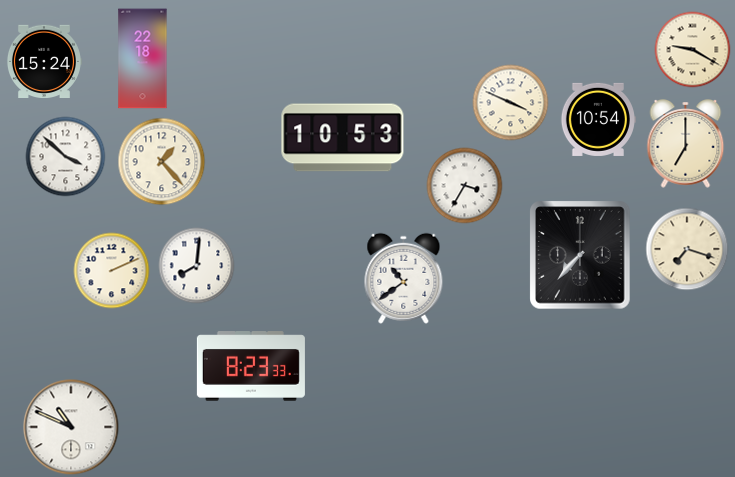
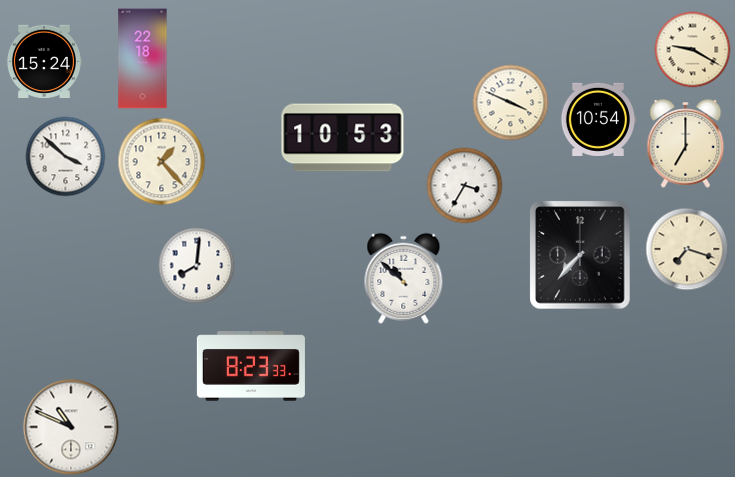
clock at (112, 271): 2:11 -> none
clock at (404, 278): 10:39 -> 10:52
